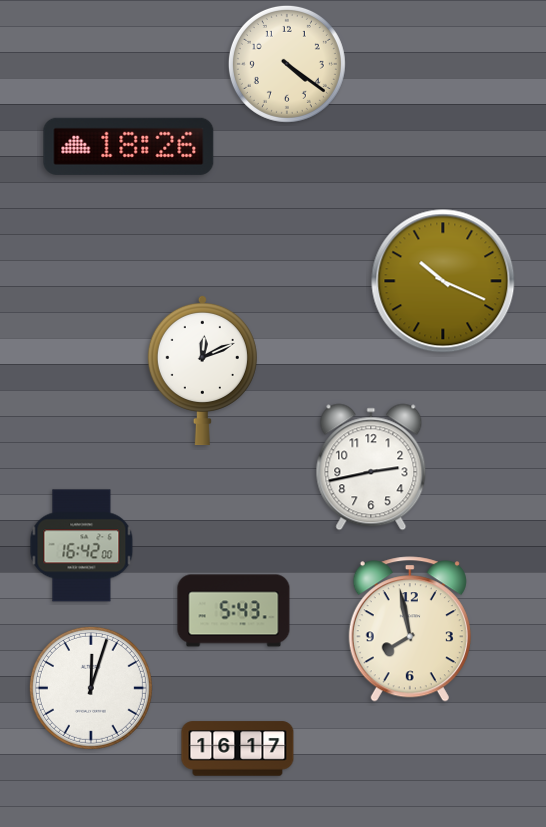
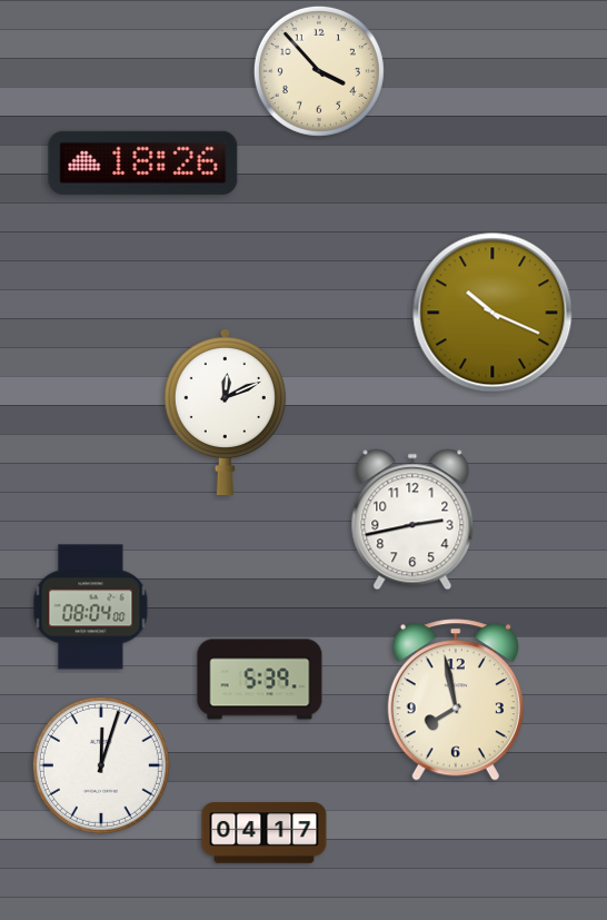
clock at (287, 64): 4:21 -> 3:53
clock at (82, 546): 16:42 -> 08:04
clock at (234, 611): 5:43 -> 5:39
clock at (238, 749): 16:17 -> 04:17
